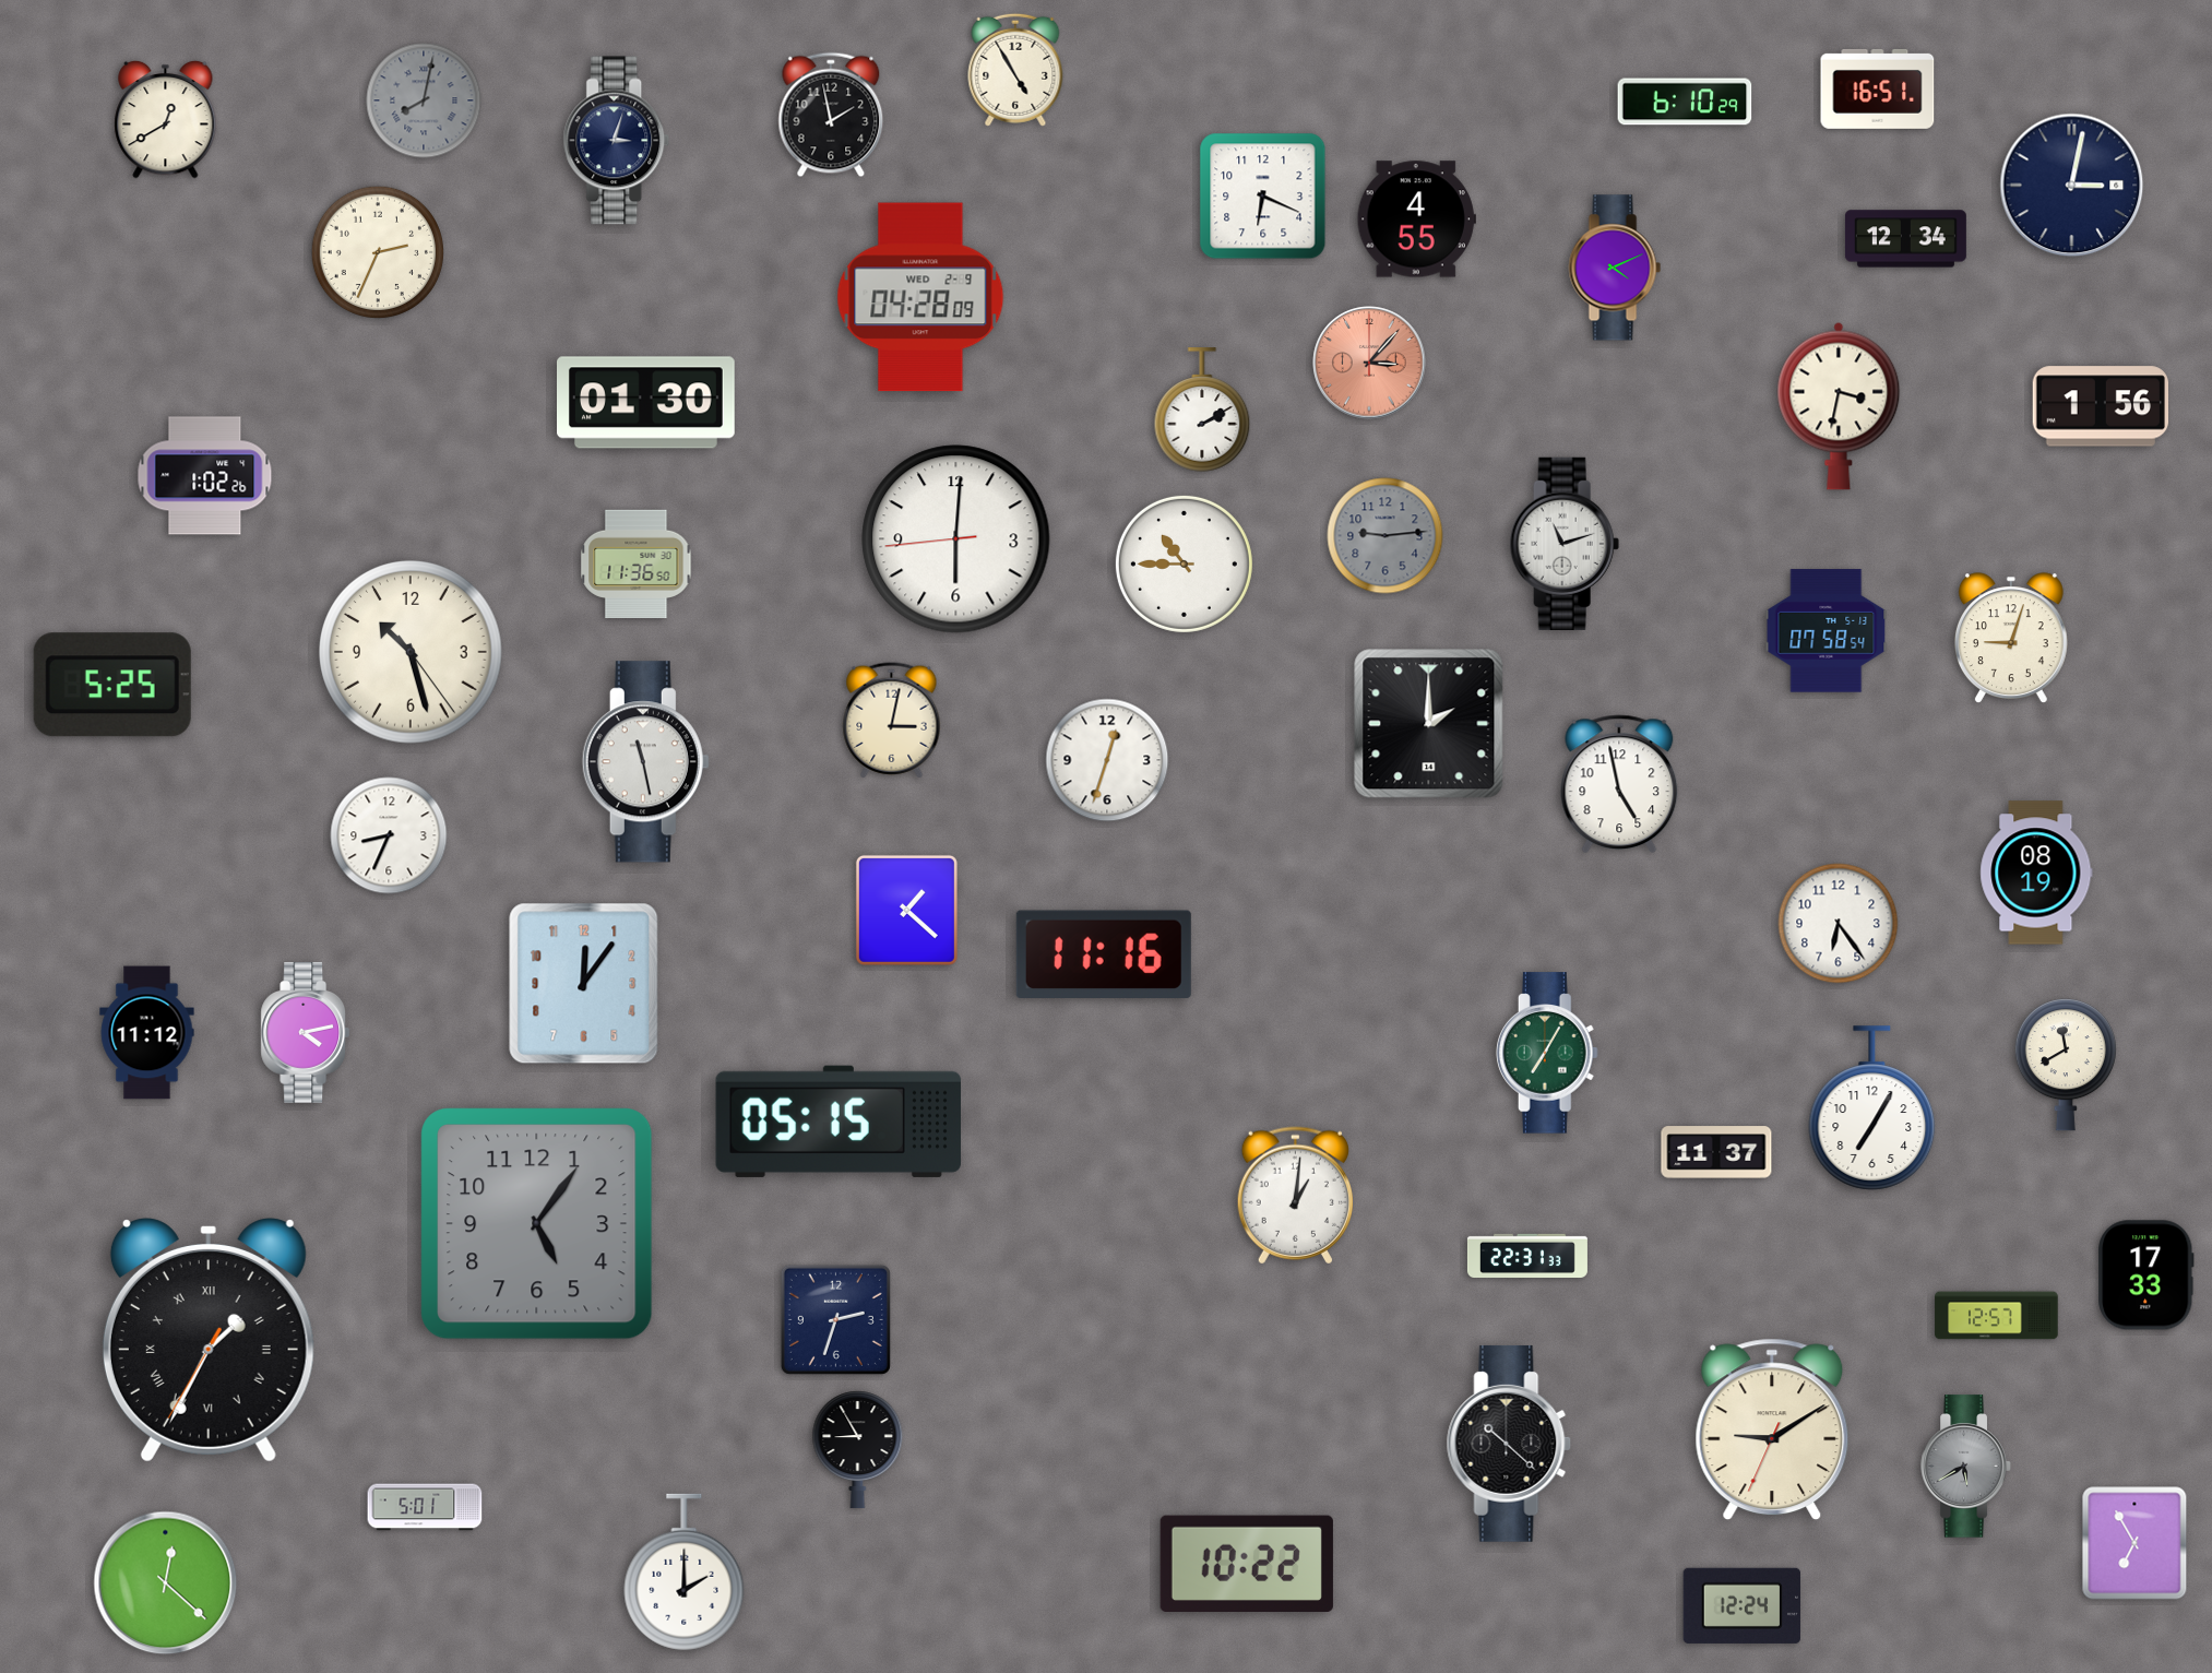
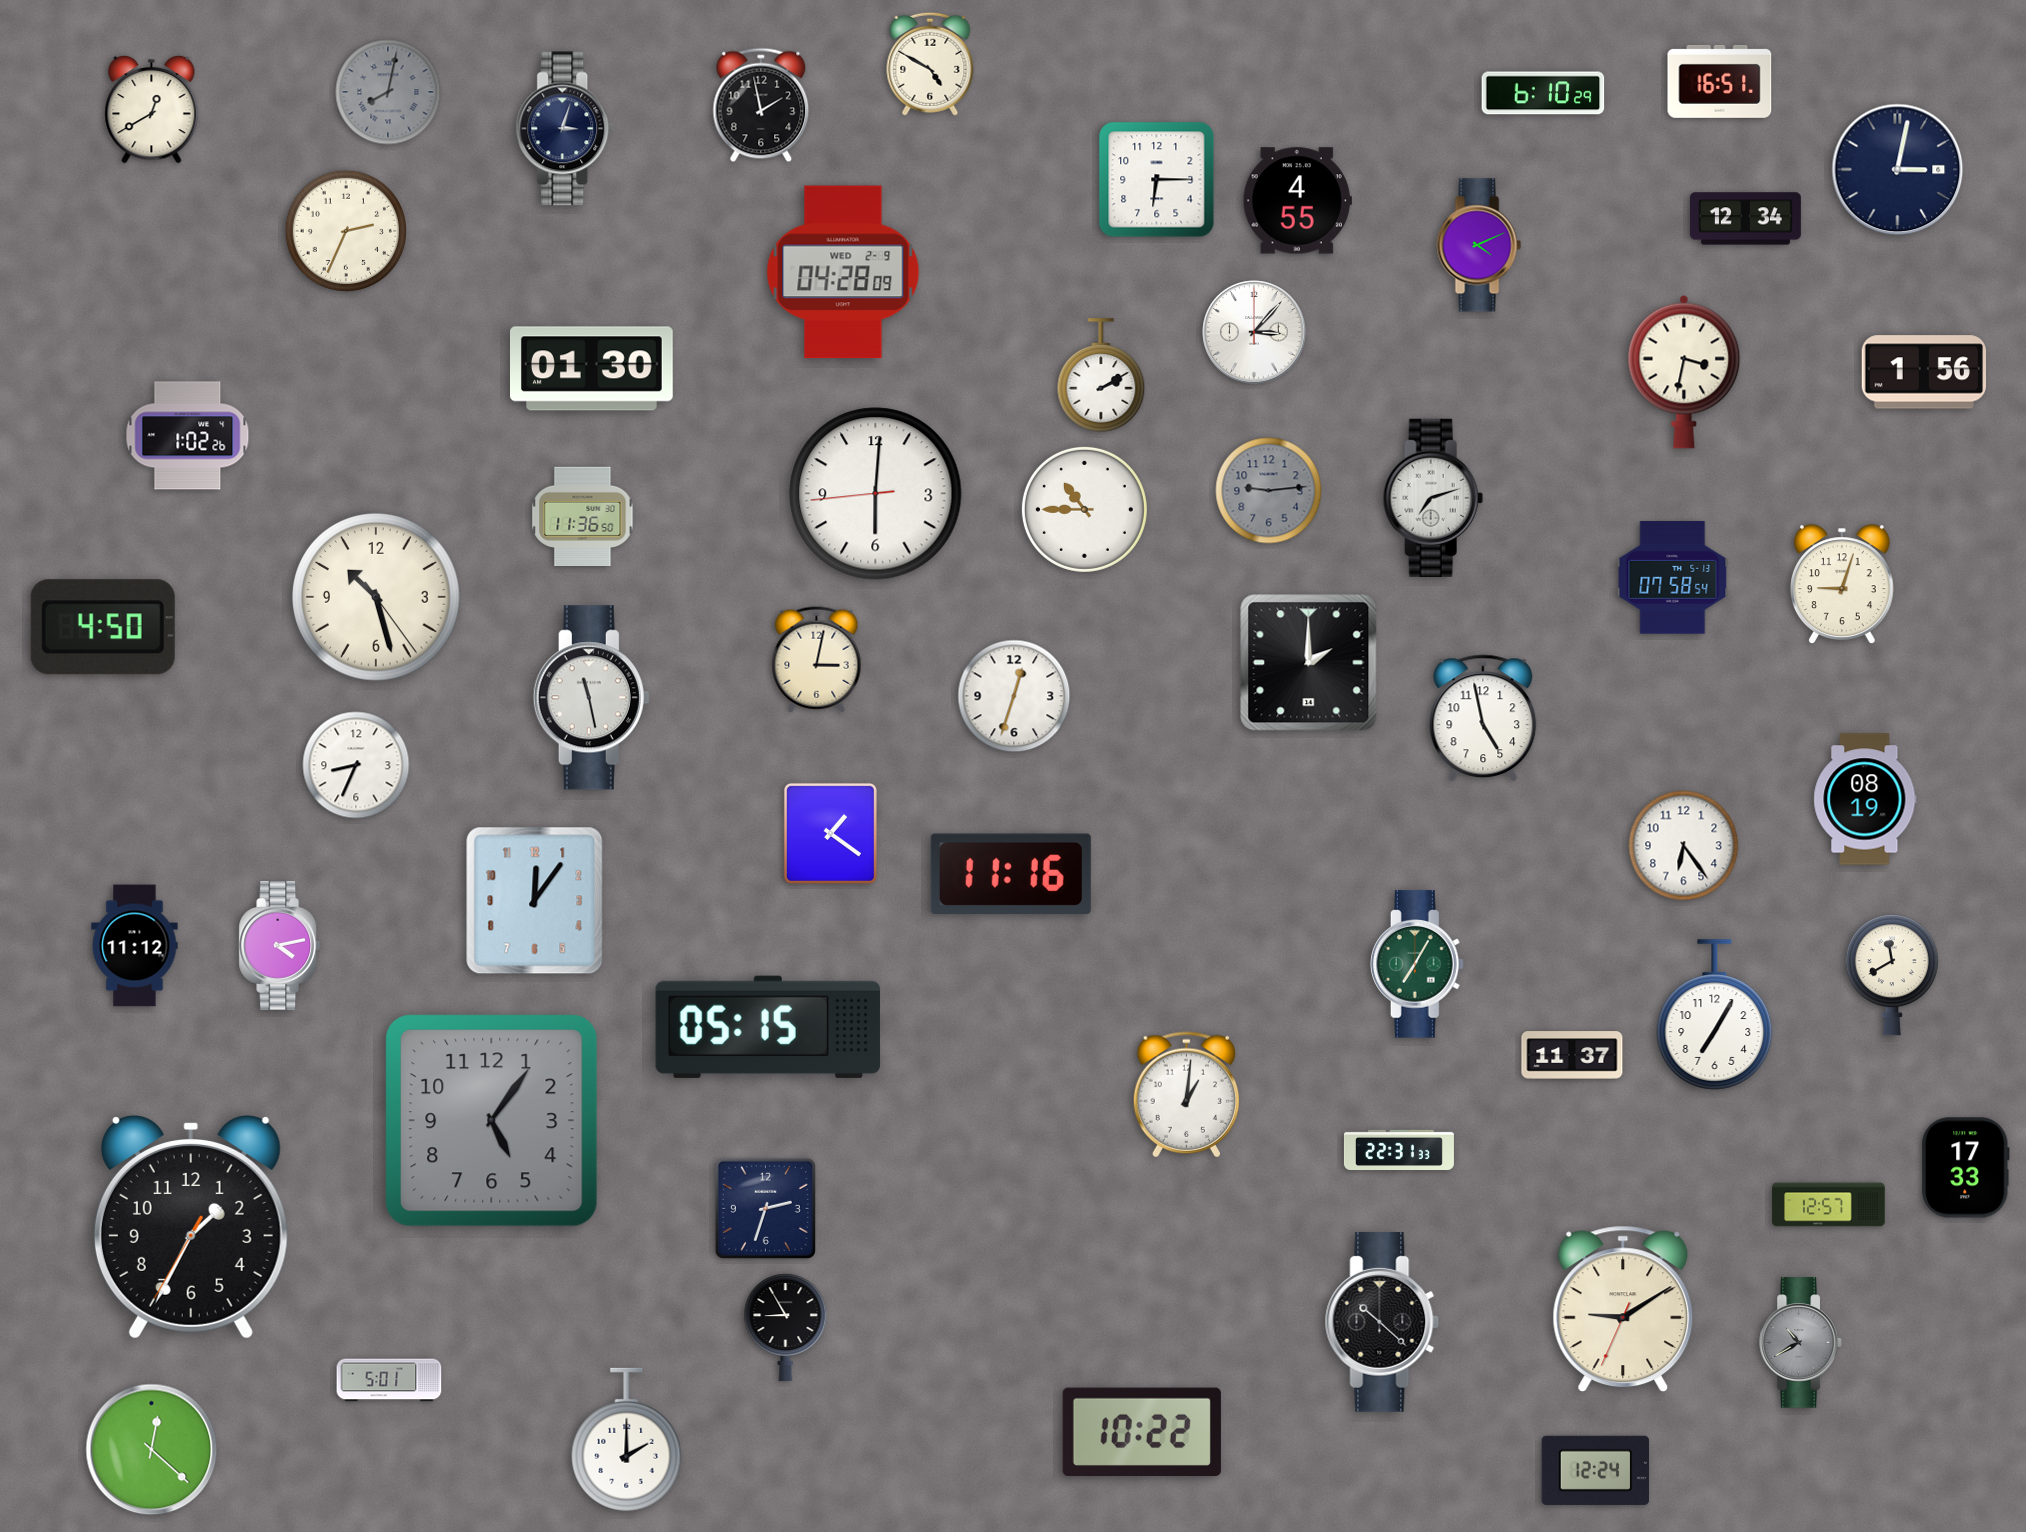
clock at (1015, 70): 4:55 -> 4:50
clock at (1263, 197): 6:19 -> 6:15
clock at (1369, 363) dial: salmon -> white
clock at (1565, 544): 11:12 -> 7:12
clock at (1184, 563) position: (1184, 563) -> (1084, 509)
clock at (112, 685): 5:25 -> 4:50
clock at (906, 910): 1:22 -> 1:21
clock at (209, 1340) numerals: Roman -> Arabic
clock at (1966, 1467): 5:40 -> 10:40
clock at (2134, 1543): 6:55 -> none
